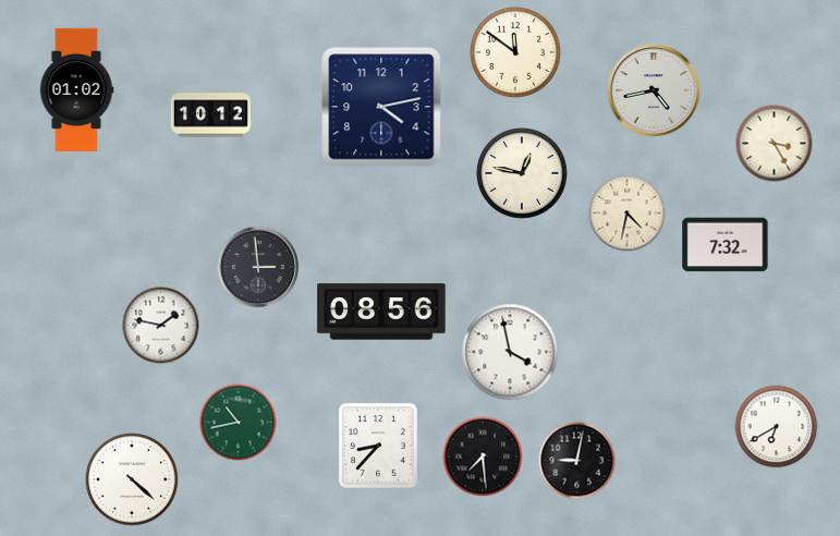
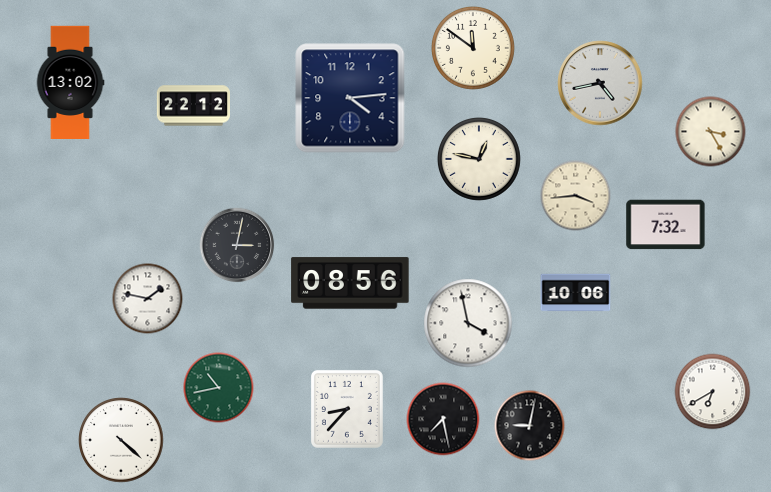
clock at (76, 90): 01:02 -> 13:02
clock at (381, 107): 4:13 -> 4:14
clock at (210, 115): 10:12 -> 22:12
clock at (628, 214): 4:32 -> 3:44
clock at (258, 267): 2:59 -> 3:02
clock at (381, 312) position: (381, 312) -> (350, 283)
clock at (576, 293): none -> 10:06
clock at (483, 456): 7:29 -> 7:28
clock at (577, 461) position: (577, 461) -> (530, 426)
